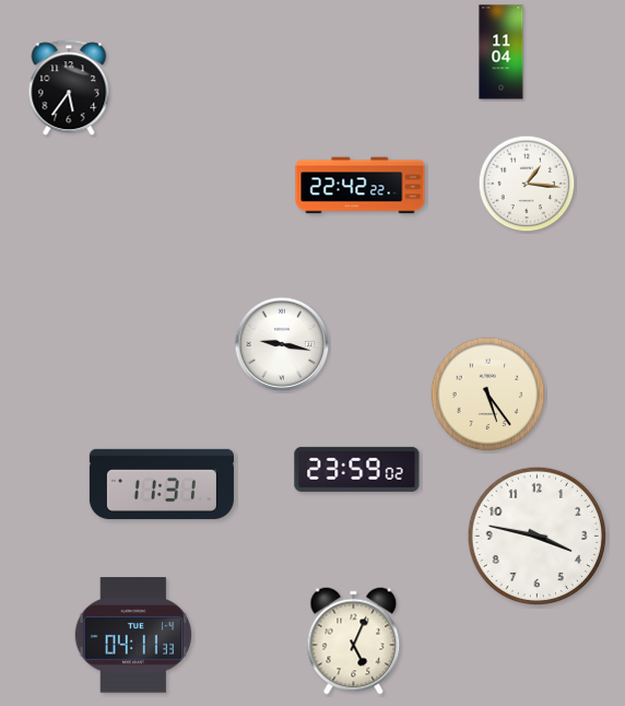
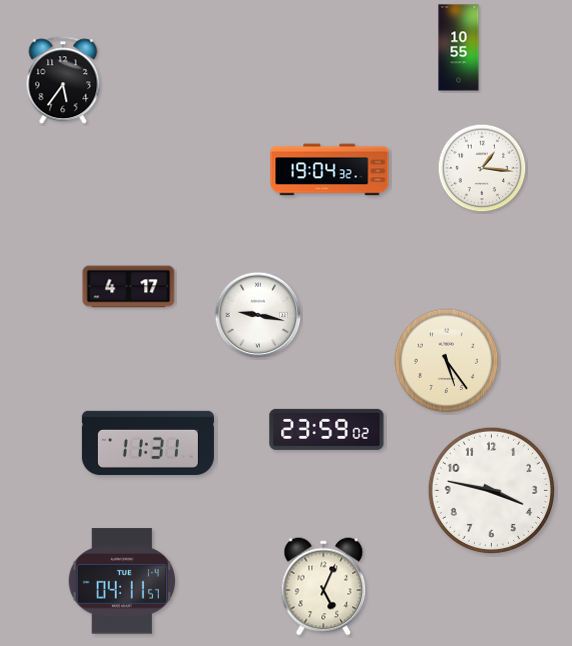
clock at (502, 52): 11:04 -> 10:55
clock at (361, 186): 22:42 -> 19:04
clock at (129, 287): none -> 4:17
clock at (132, 635): 04:11:33 -> 04:11:57
